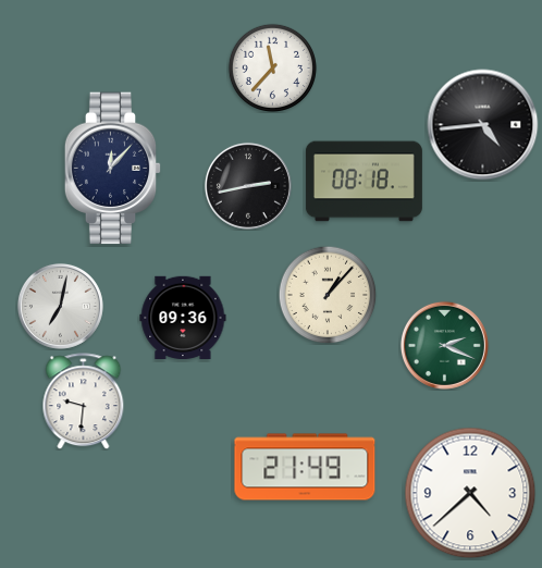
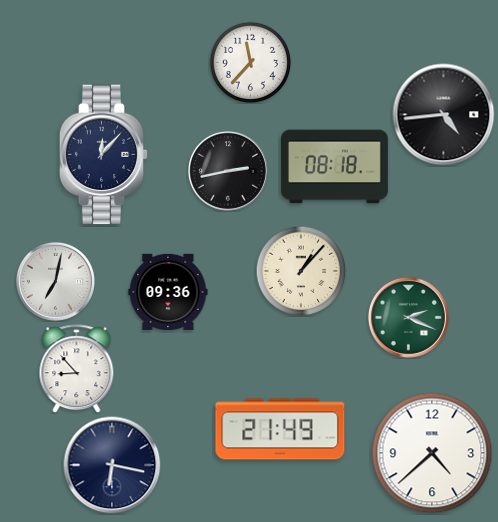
clock at (84, 402): 9:31 -> 8:53
clock at (112, 465): none -> 6:17
